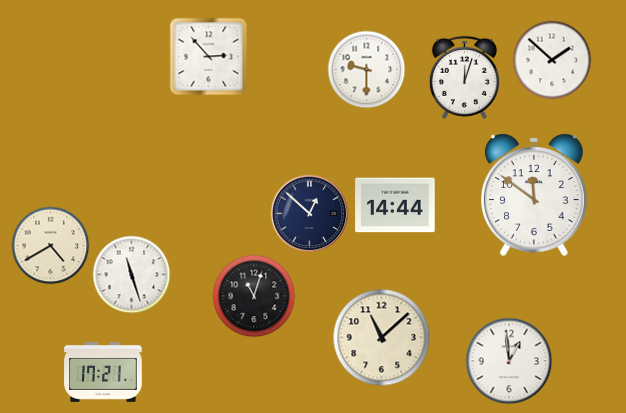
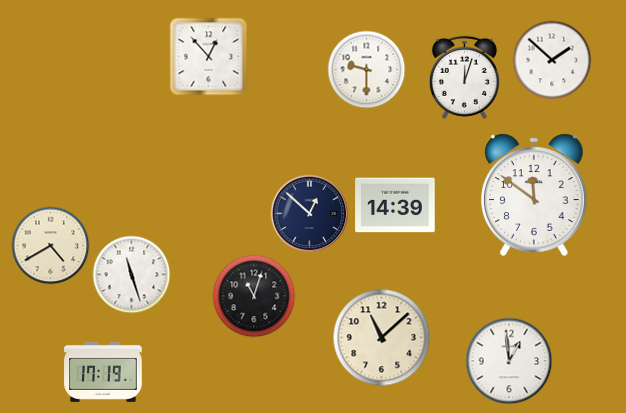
clock at (208, 56): 2:53 -> 12:53
clock at (395, 205): 14:44 -> 14:39
clock at (103, 372): 17:21 -> 17:19
